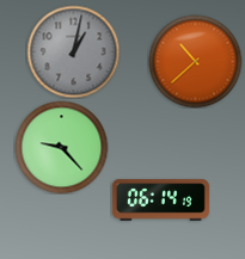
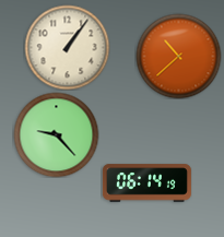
clock at (73, 51): 1:02 -> 1:06
clock at (73, 51) dial: grey -> cream
